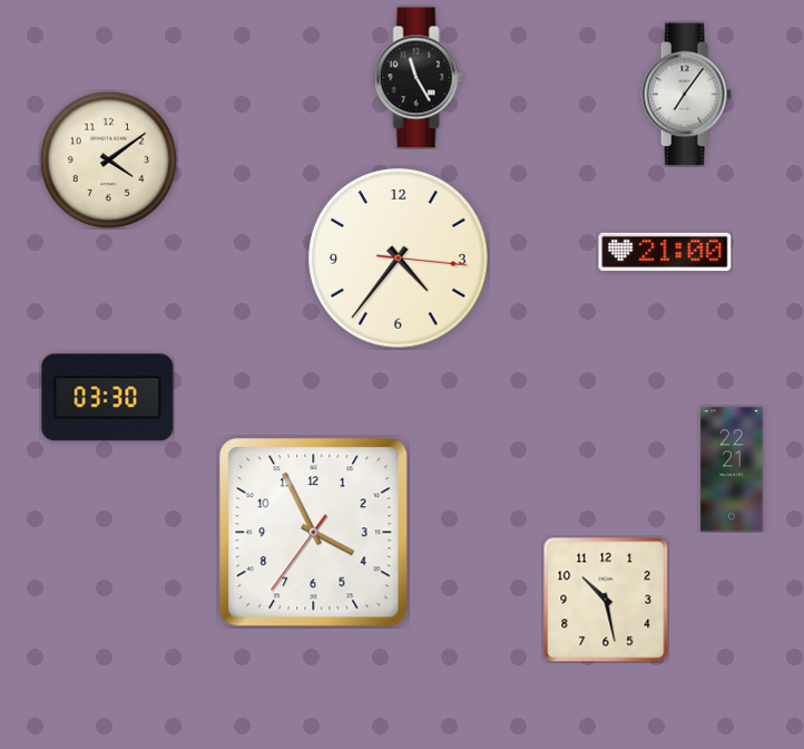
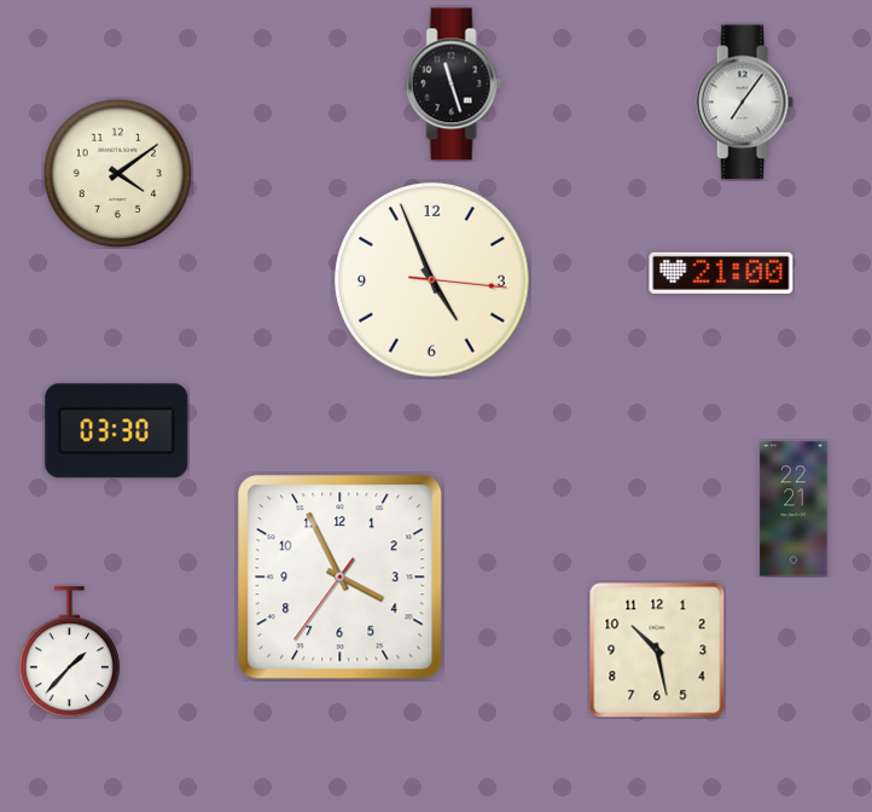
clock at (419, 78): 11:25 -> 11:27
clock at (399, 259): 4:36 -> 4:56
clock at (69, 652): none -> 1:37
